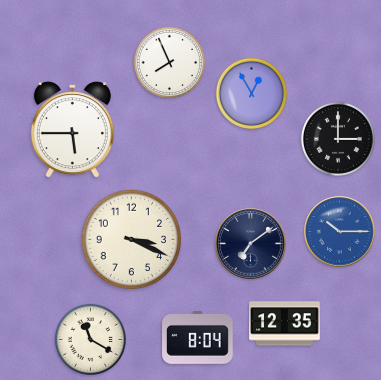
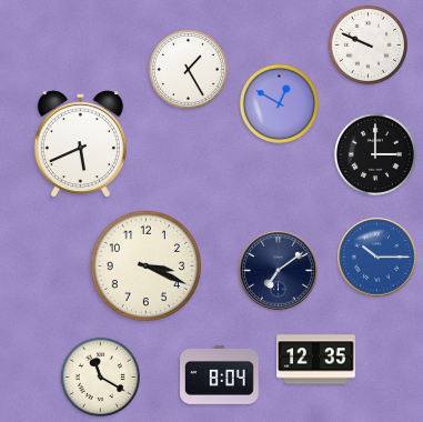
clock at (367, 44): none -> 9:49
clock at (169, 62): 7:56 -> 1:25
clock at (251, 93): 12:55 -> 12:50
clock at (72, 130): 5:45 -> 5:41
